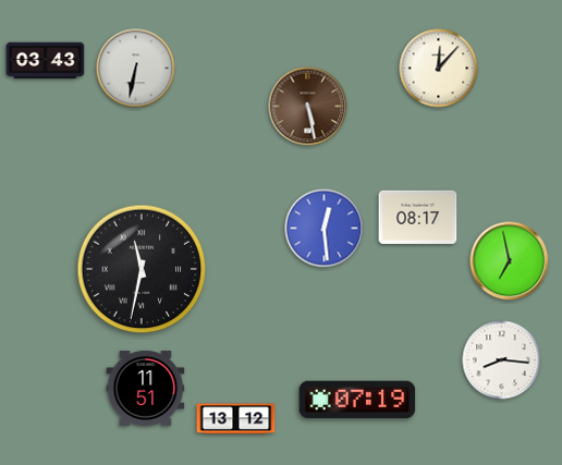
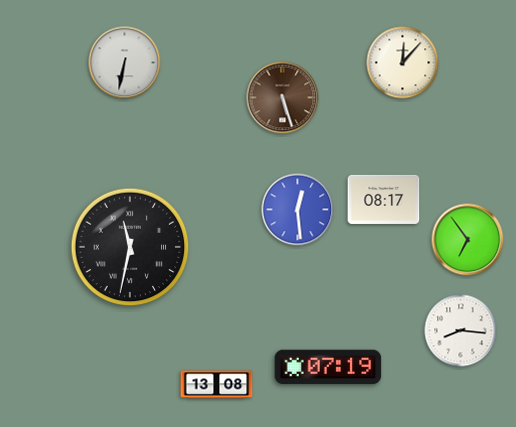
clock at (46, 61): 03:43 -> none
clock at (308, 107): 5:28 -> 5:27
clock at (510, 261): 6:58 -> 6:54
clock at (146, 388): 11:51 -> none
clock at (236, 419): 13:12 -> 13:08
